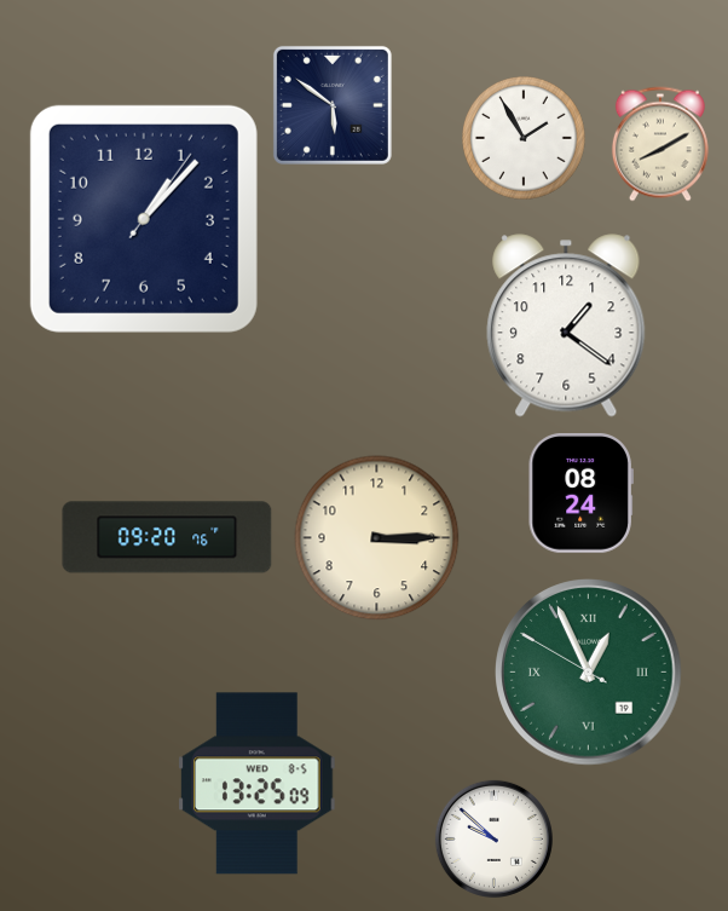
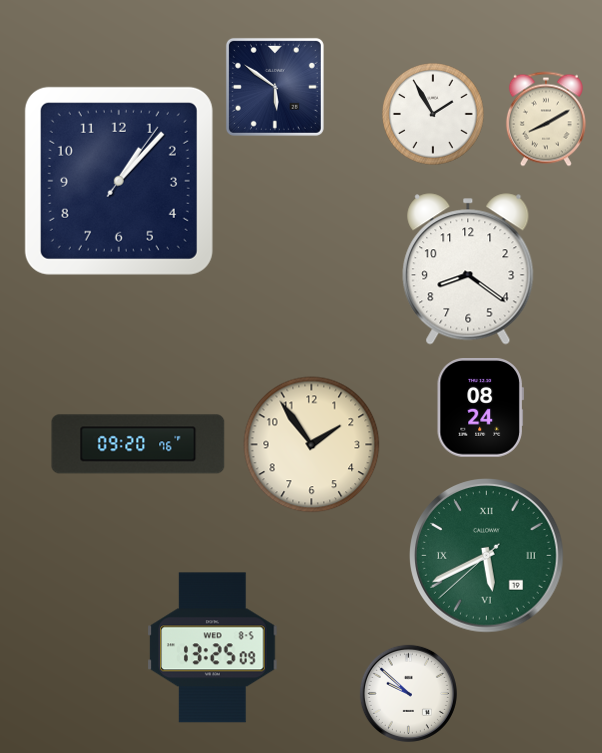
clock at (566, 325): 1:21 -> 8:21
clock at (377, 538): 3:15 -> 1:54
clock at (589, 673): 12:55 -> 5:40
